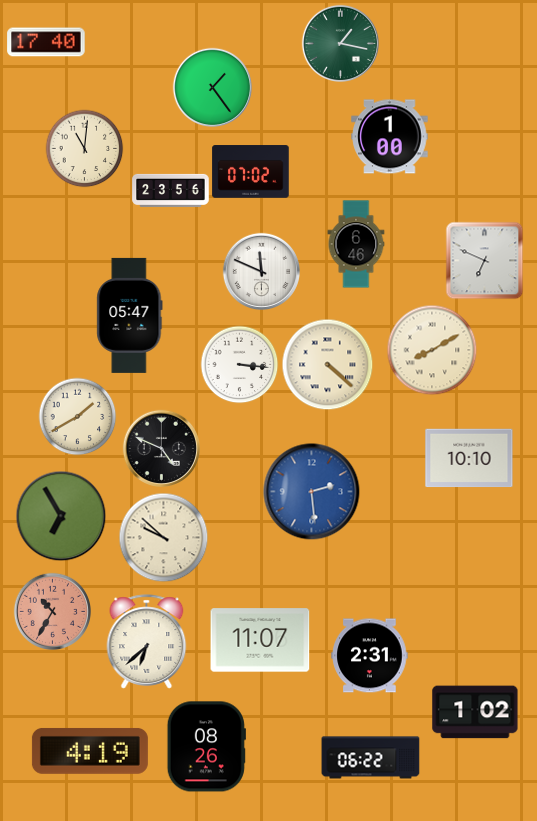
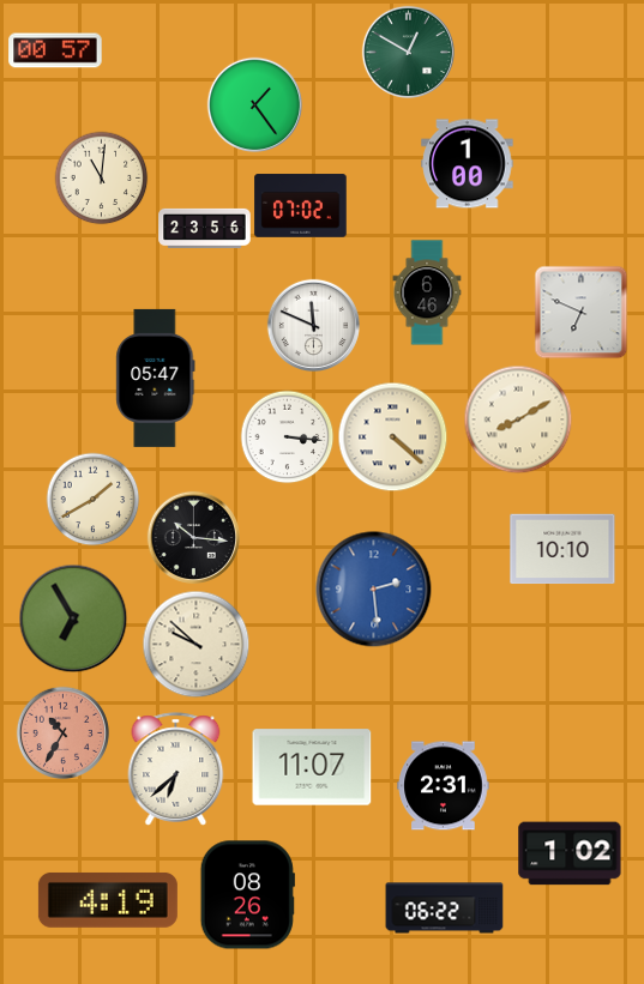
clock at (46, 42): 17:40 -> 00:57
clock at (340, 43): 1:17 -> 12:50
clock at (161, 448): 4:49 -> 10:16
